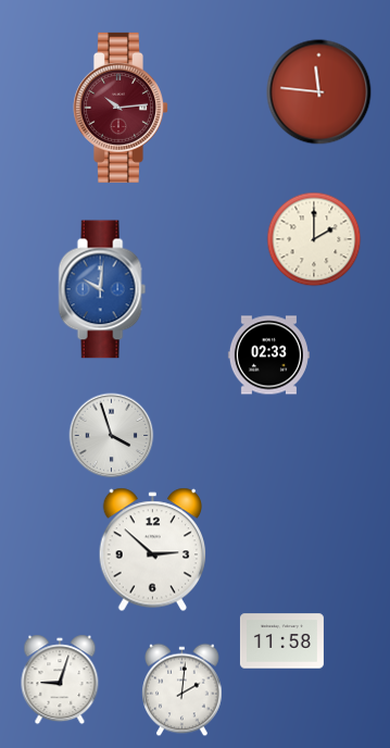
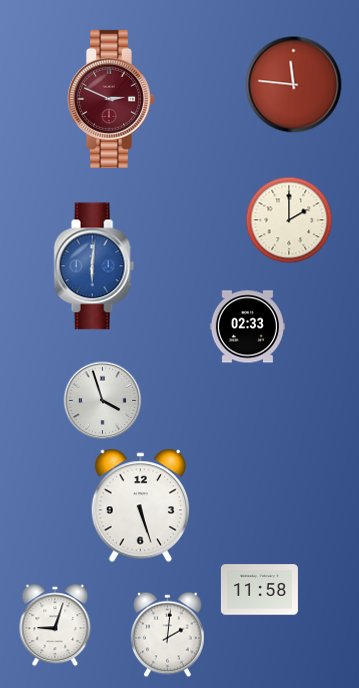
clock at (122, 108): 10:14 -> 2:49
clock at (102, 289): 10:01 -> 6:01
clock at (153, 550): 2:52 -> 5:27
